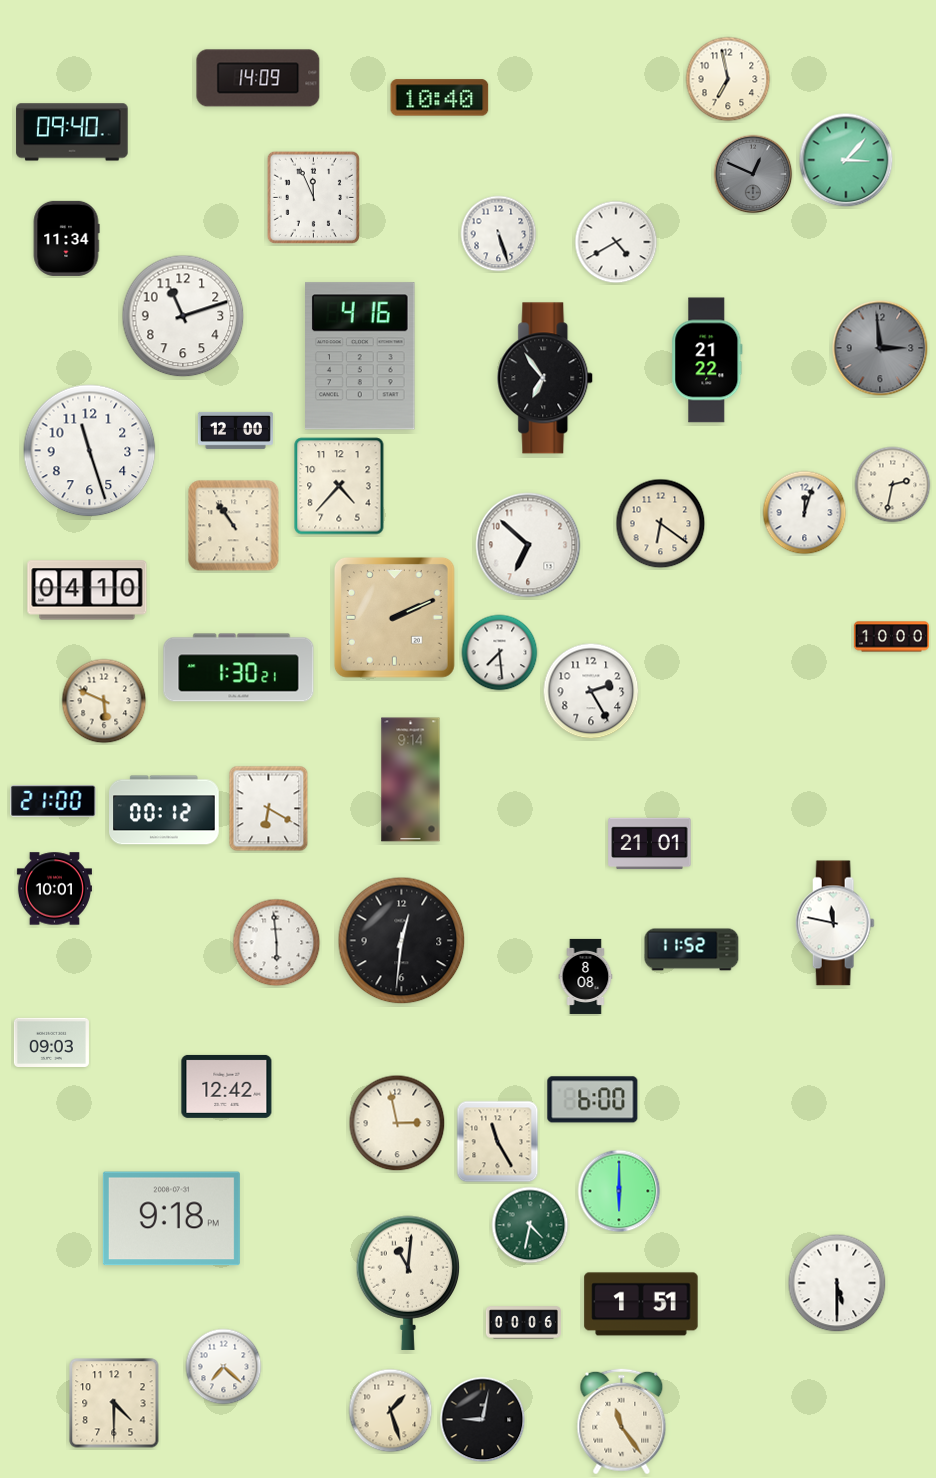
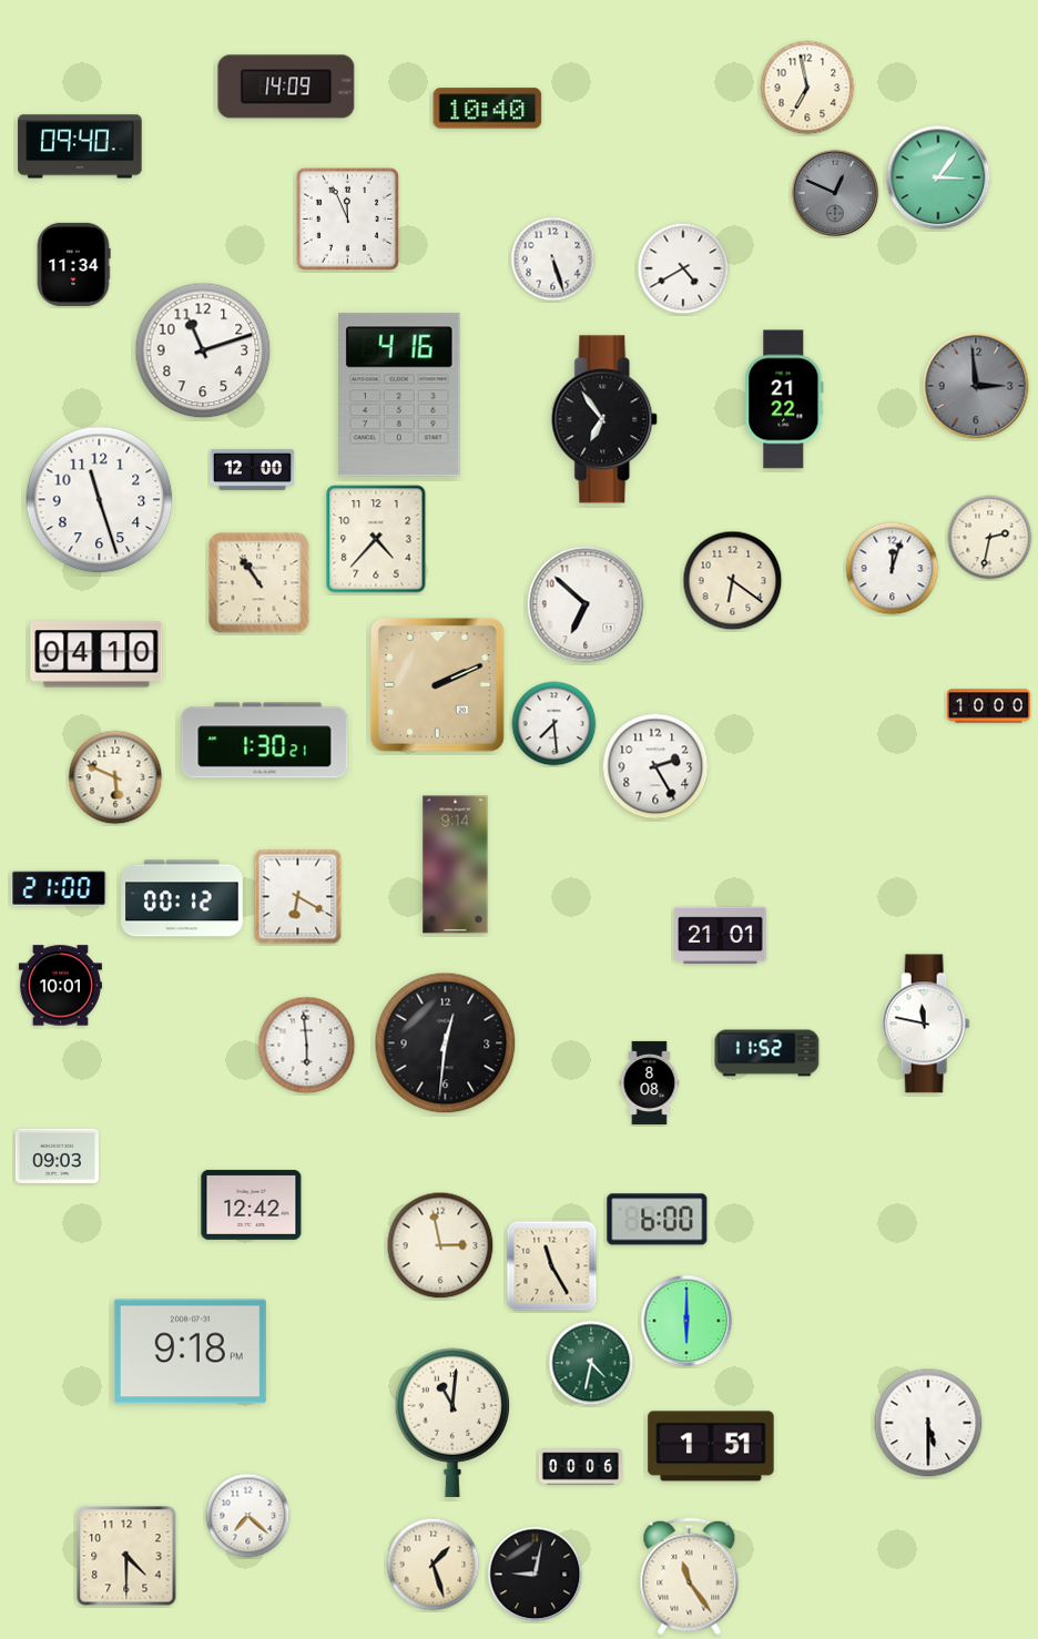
clock at (846, 160): 3:07 -> 3:06
clock at (235, 430) position: (235, 430) -> (252, 469)
clock at (530, 1225) position: (530, 1225) -> (591, 1363)
